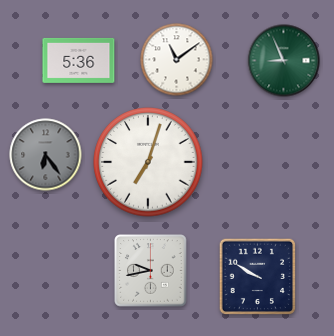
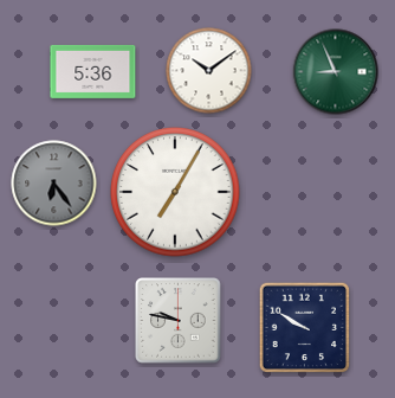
clock at (177, 60): 11:09 -> 10:09
clock at (148, 162): 7:03 -> 7:05
clock at (151, 271): 9:43 -> 9:47
